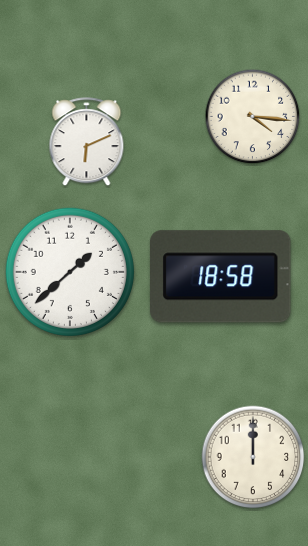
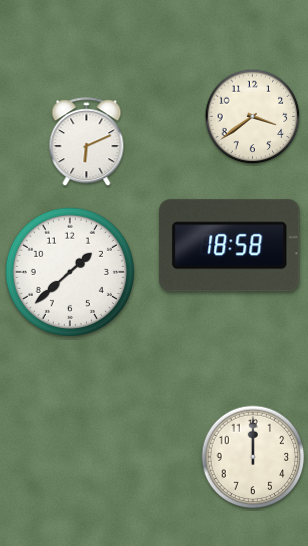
clock at (253, 117): 4:16 -> 3:39
clock at (221, 277) position: (221, 277) -> (230, 246)
